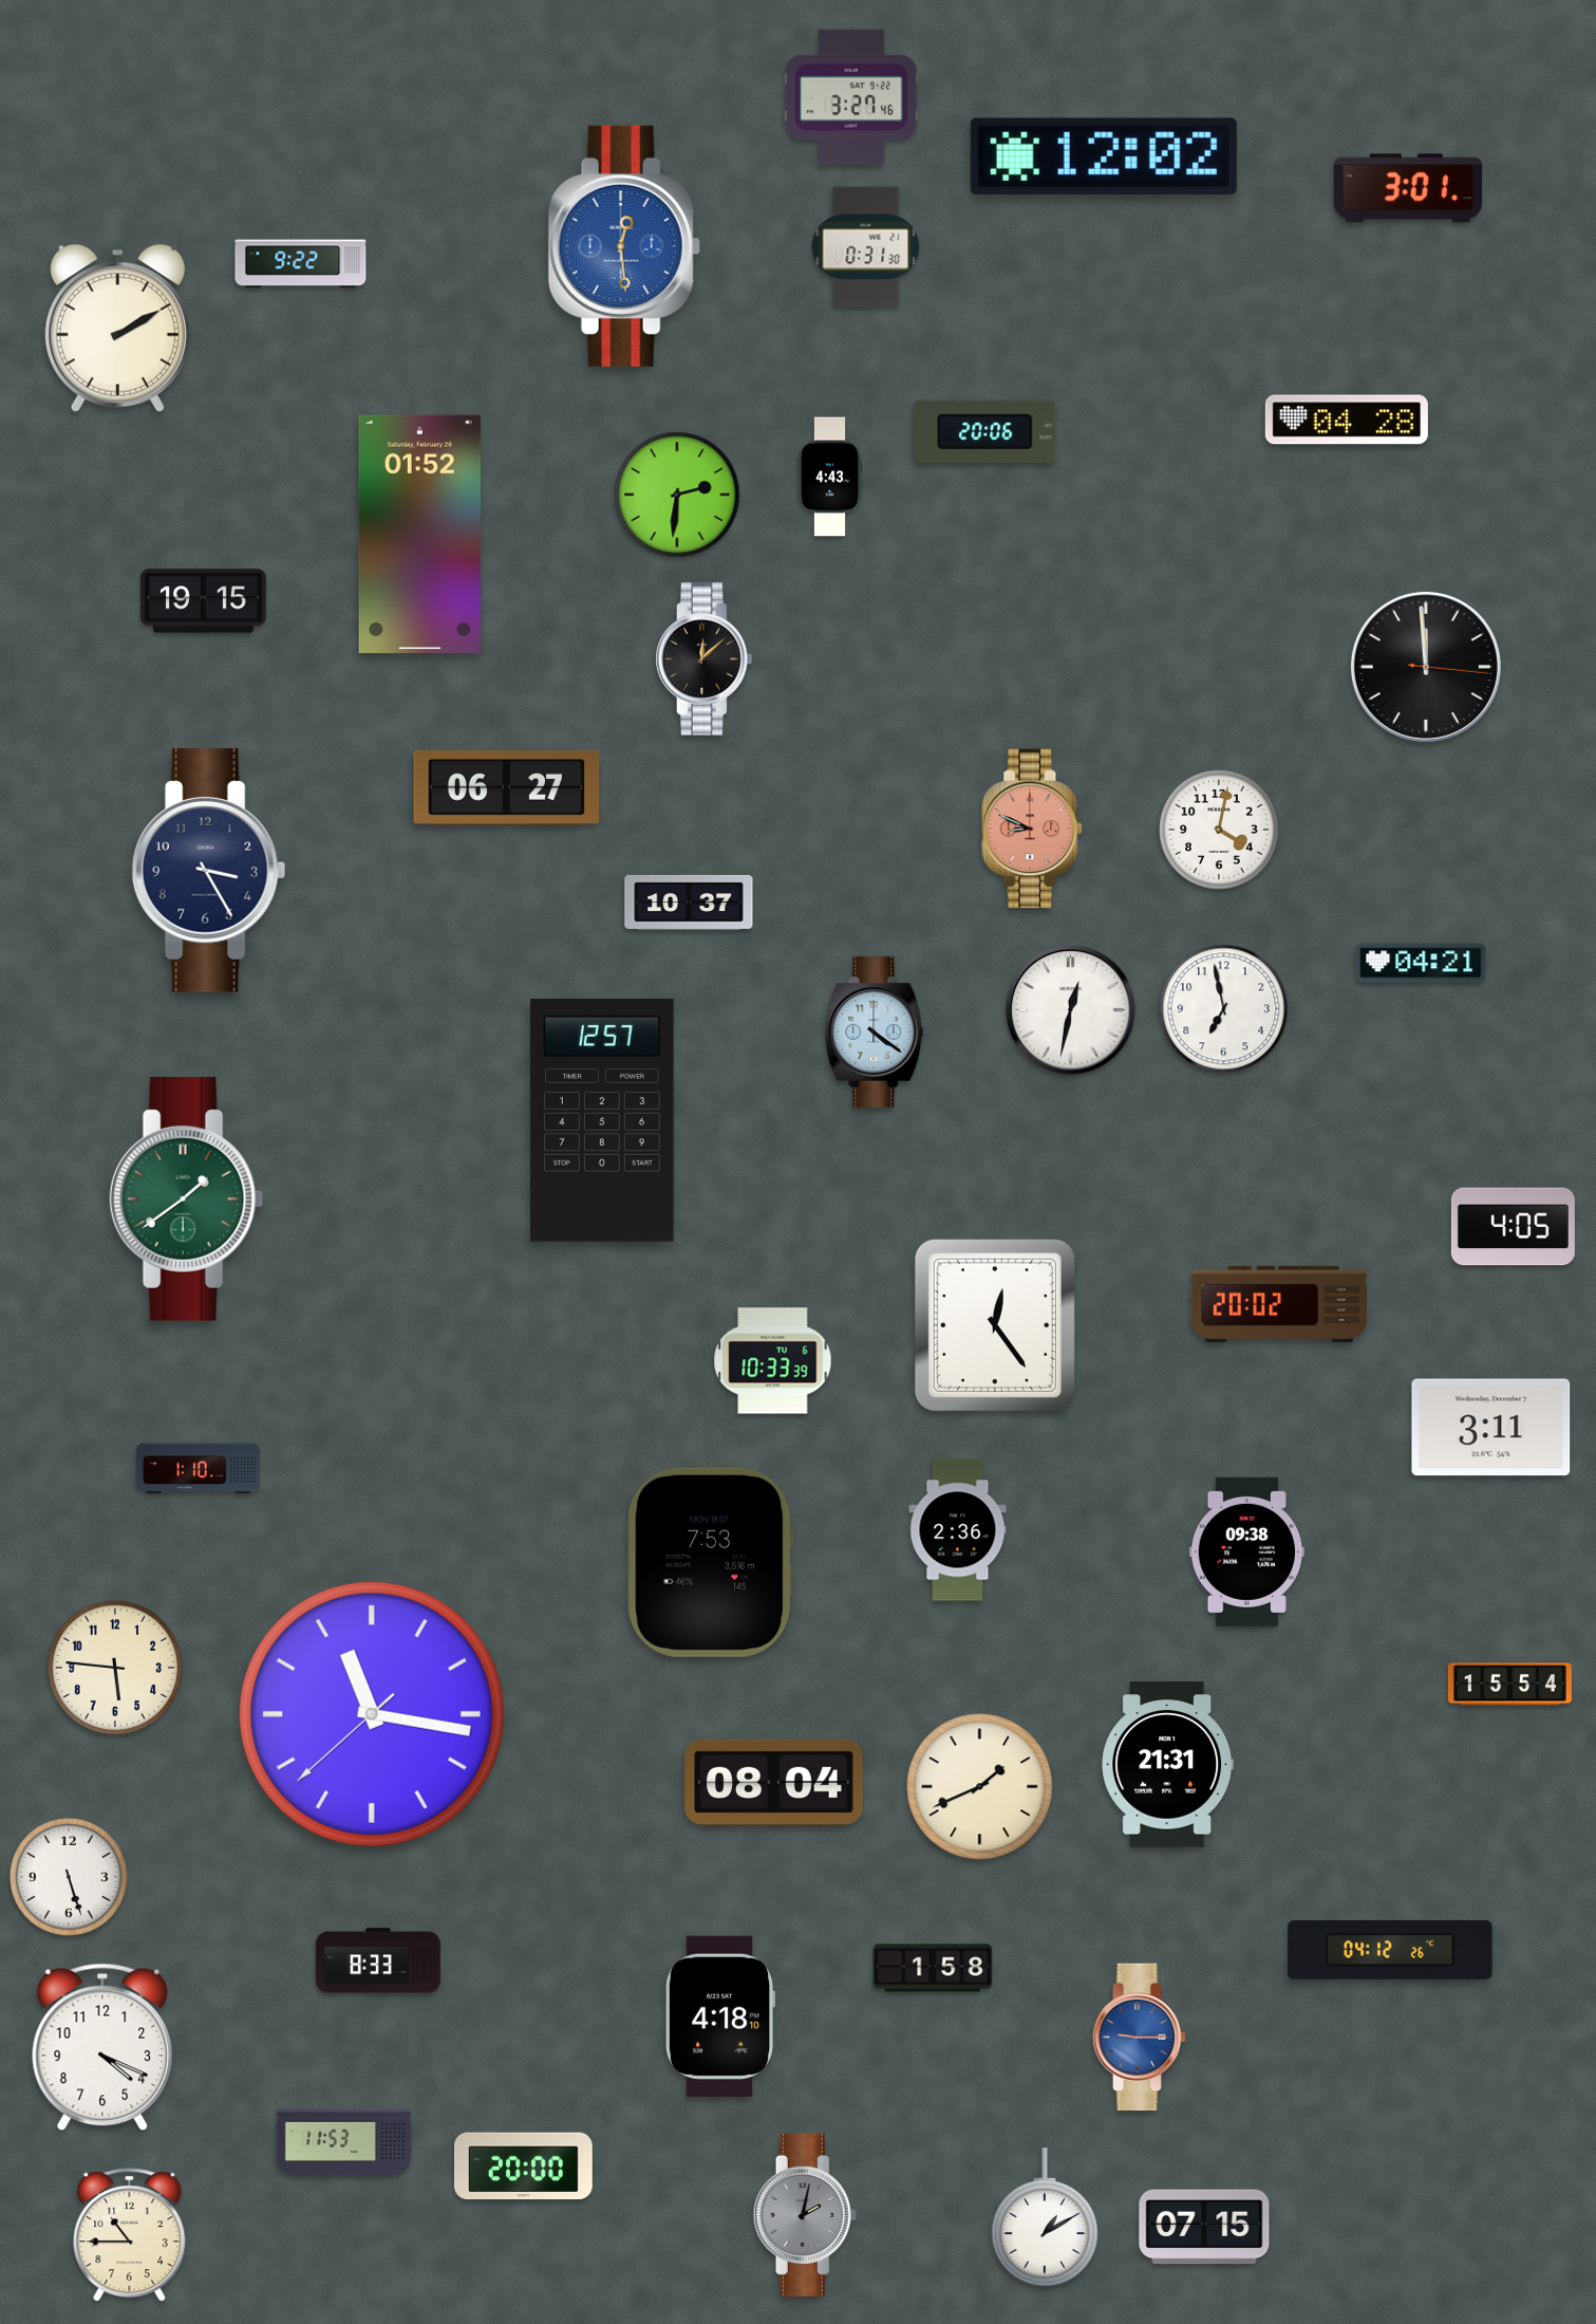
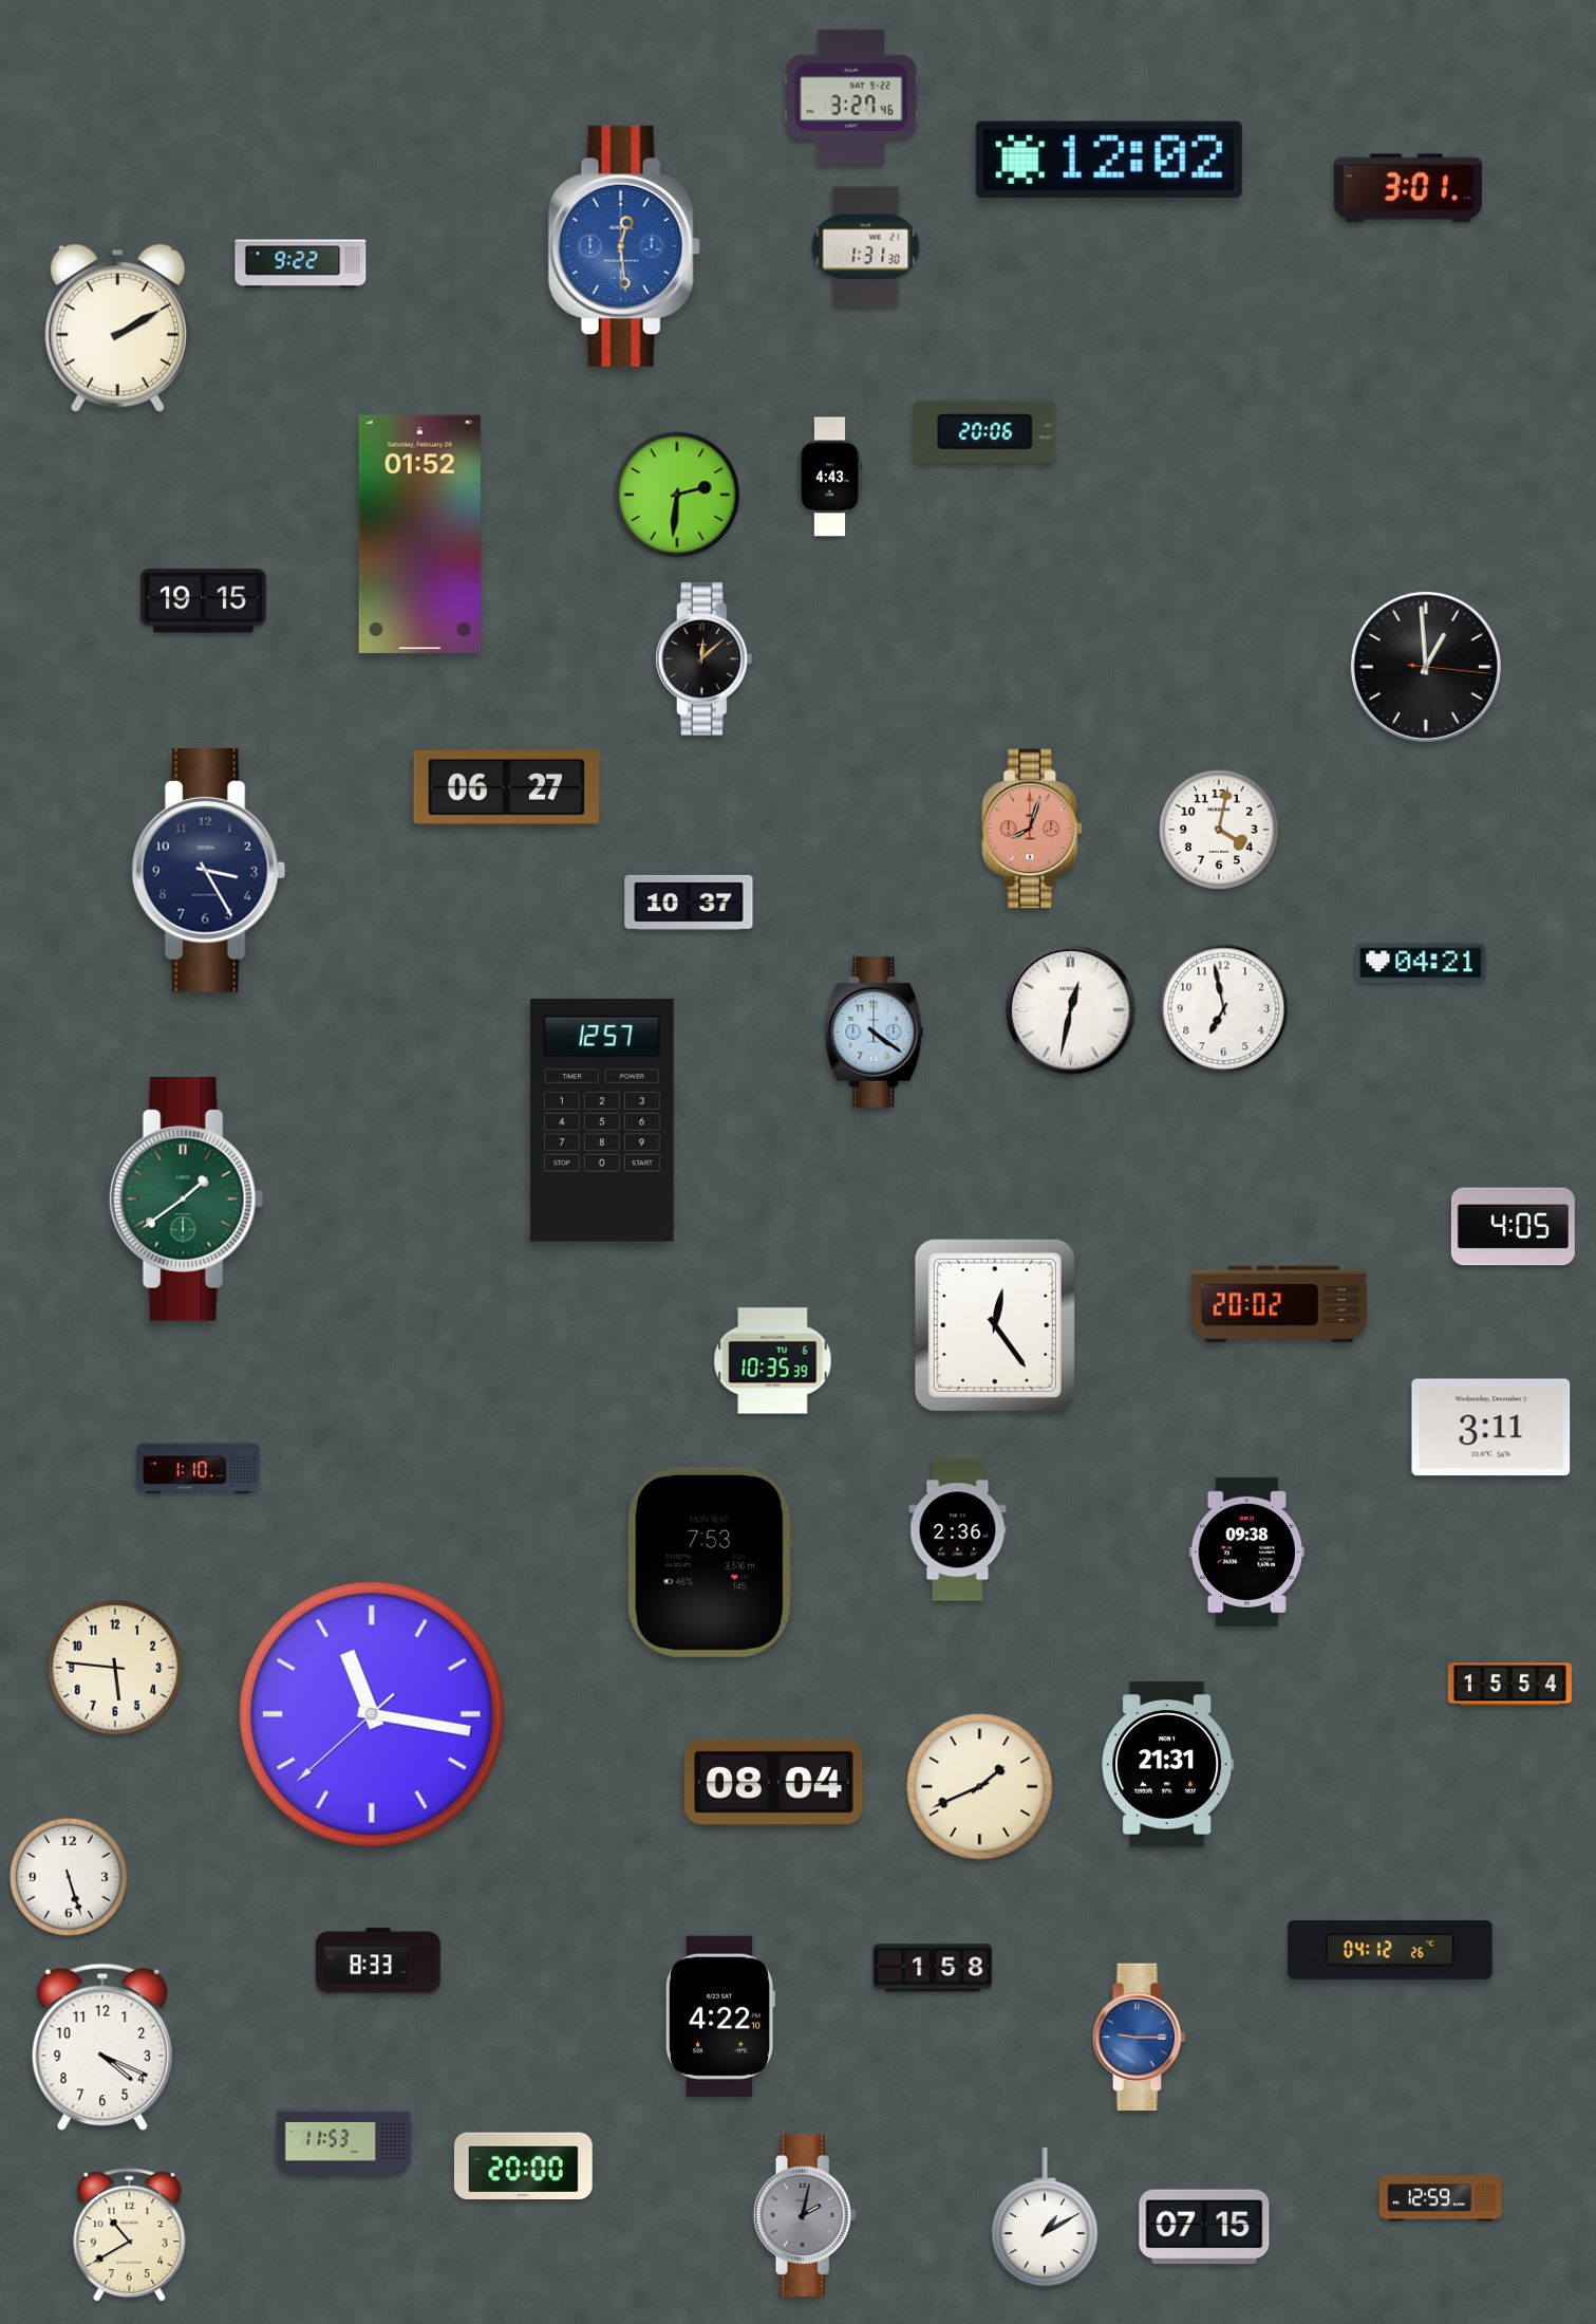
clock at (1104, 156) position: (1104, 156) -> (1109, 160)
clock at (866, 247): 0:31 -> 1:31
clock at (1347, 420): 04:28 -> none
clock at (1426, 667): 11:59 -> 12:59
clock at (1033, 829): 8:49 -> 8:03
clock at (773, 1361): 10:33 -> 10:35
clock at (720, 2016): 4:18 -> 4:22
clock at (1441, 2198): none -> 12:59
clock at (130, 2235): 10:45 -> 10:40
